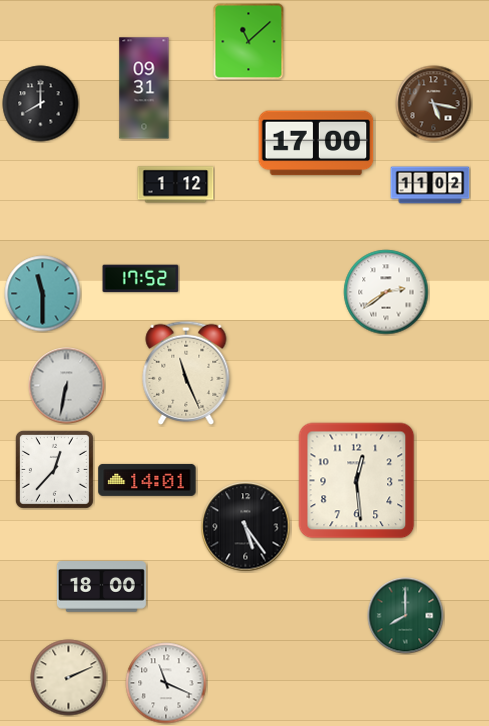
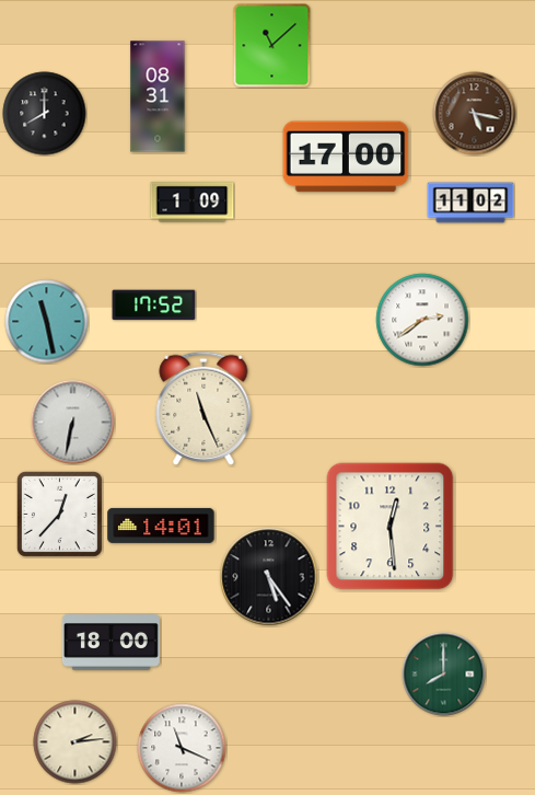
clock at (144, 88): 09:31 -> 08:31
clock at (176, 185): 1:12 -> 1:09
clock at (43, 294): 11:30 -> 11:28
clock at (69, 678): 2:11 -> 2:14
